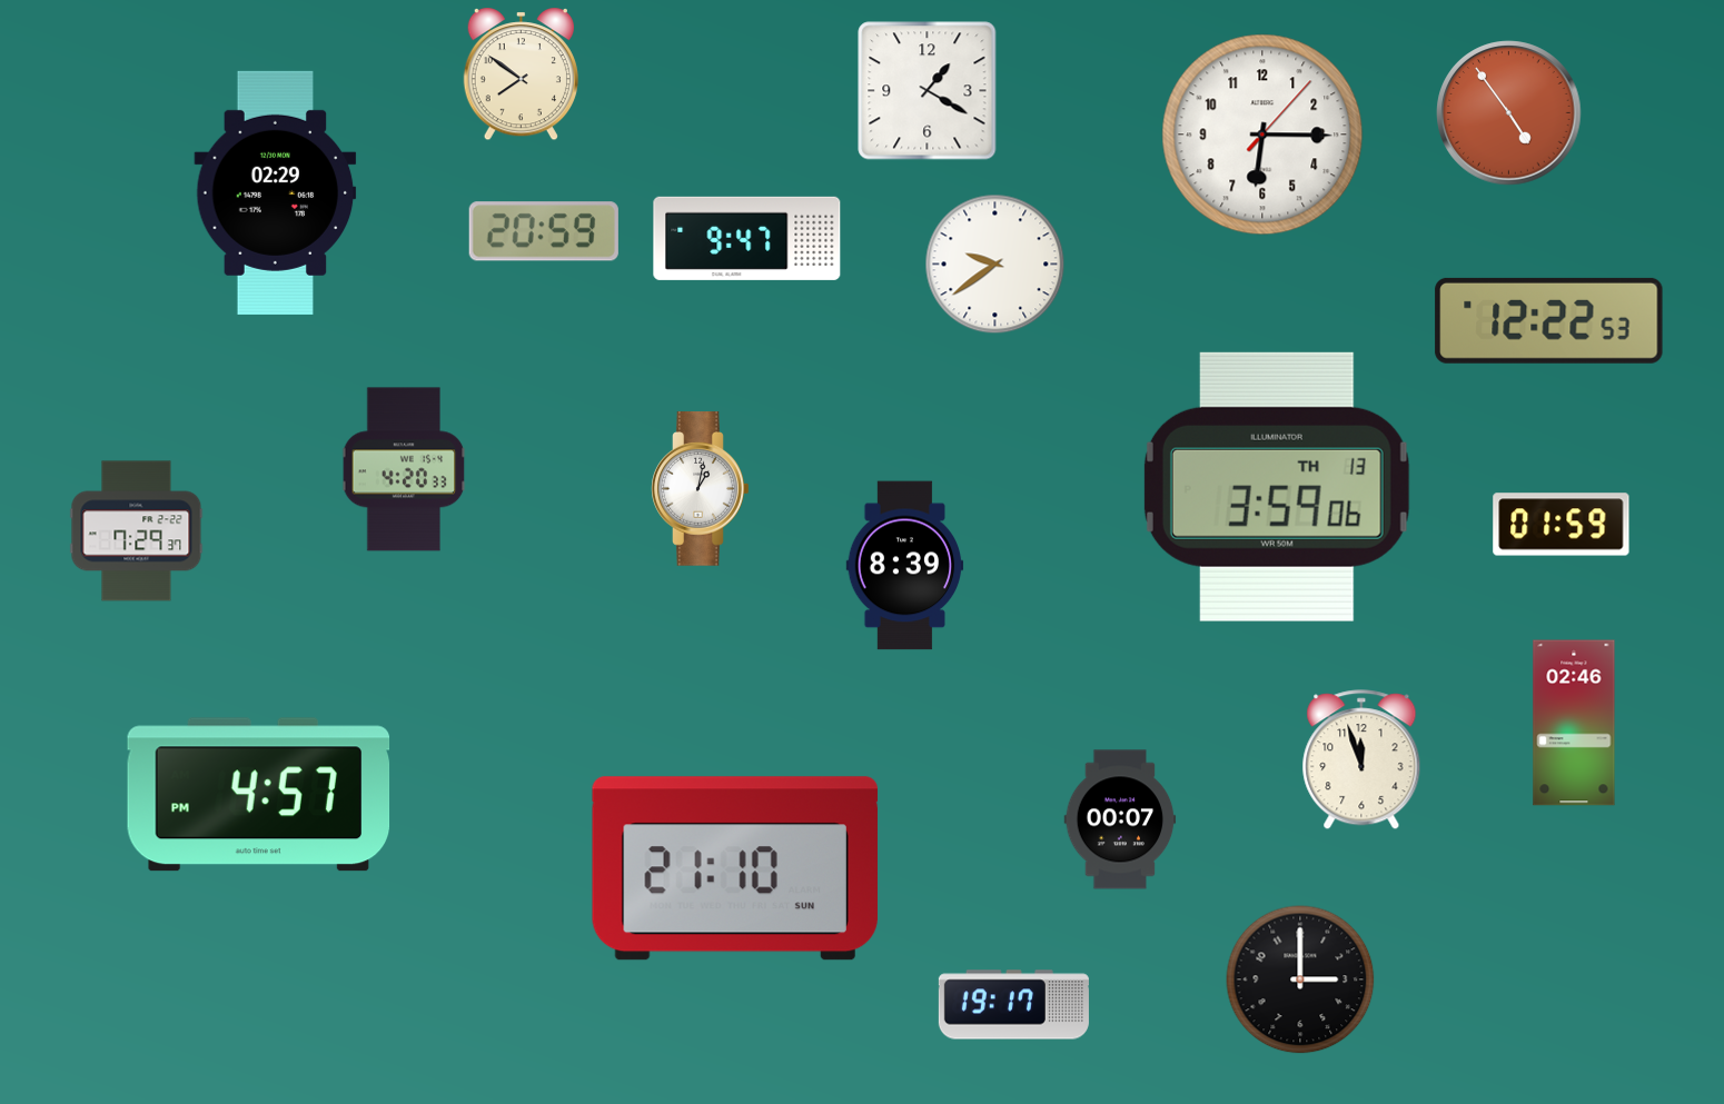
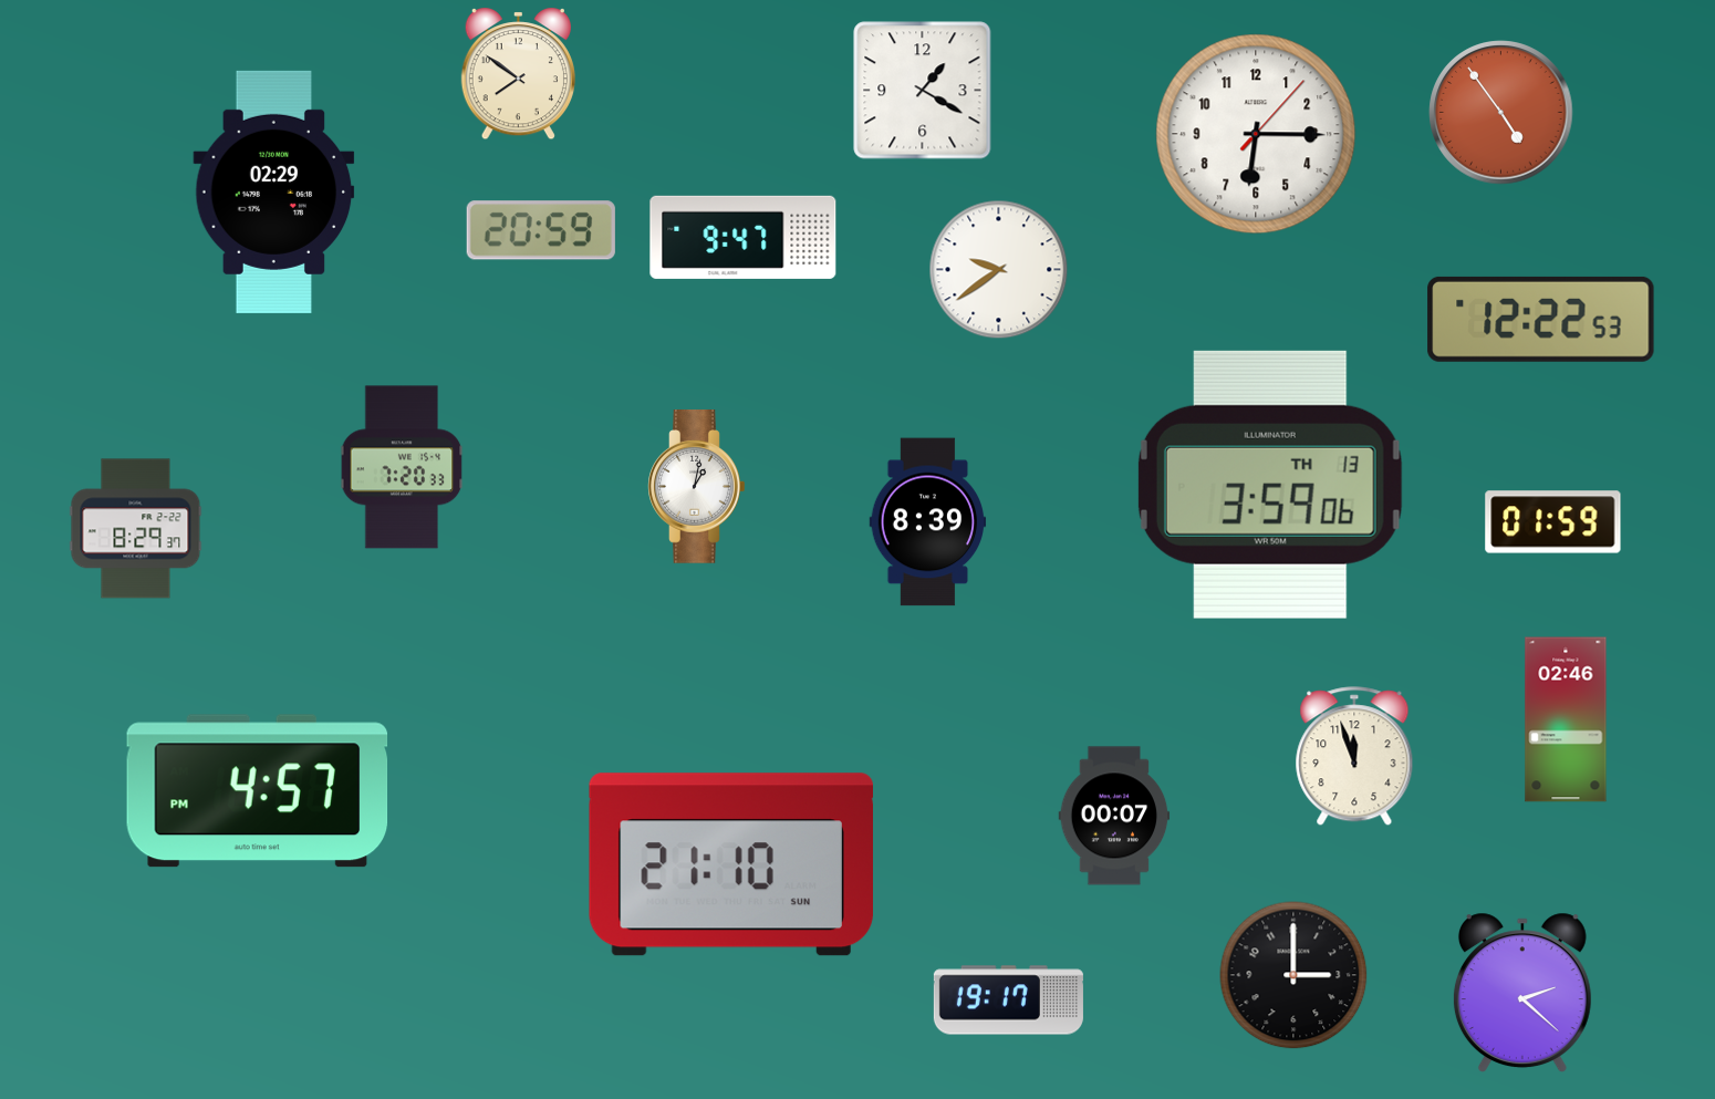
clock at (995, 265) position: (995, 265) -> (999, 270)
clock at (404, 469): 4:20 -> 7:20
clock at (137, 531): 7:29 -> 8:29
clock at (905, 566) position: (905, 566) -> (928, 522)
clock at (1522, 992): none -> 2:22
